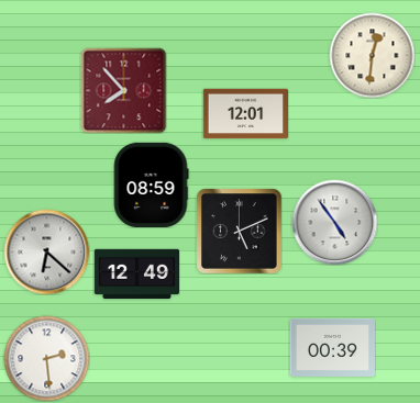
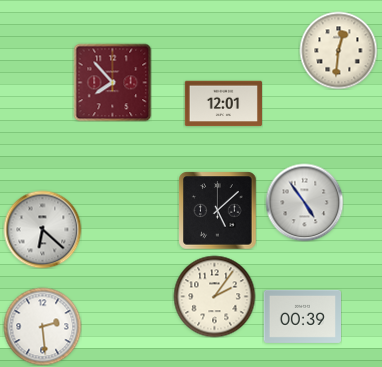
clock at (151, 184): 08:59 -> none
clock at (239, 231): 5:11 -> 5:08
clock at (136, 275): 12:49 -> none
clock at (214, 296): none -> 2:06
